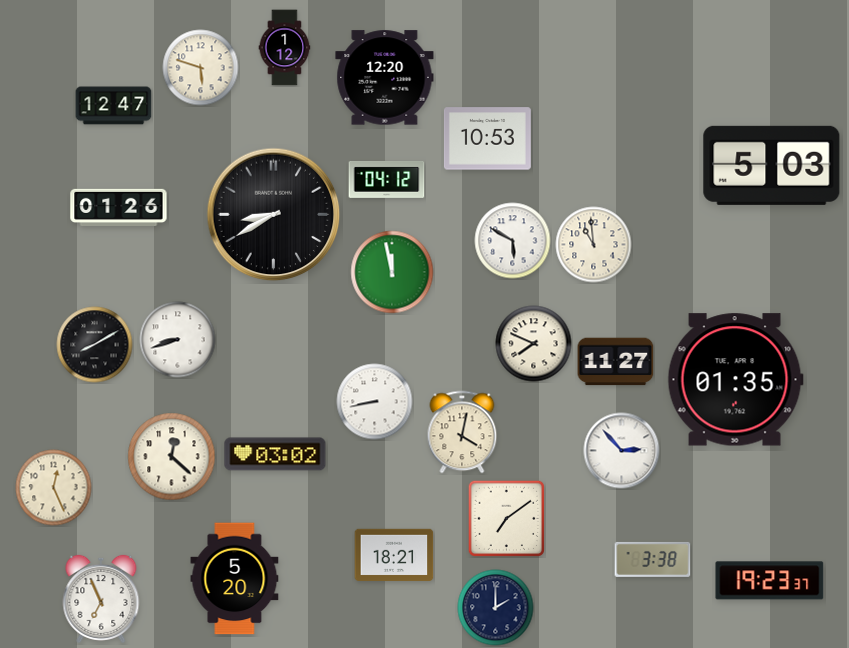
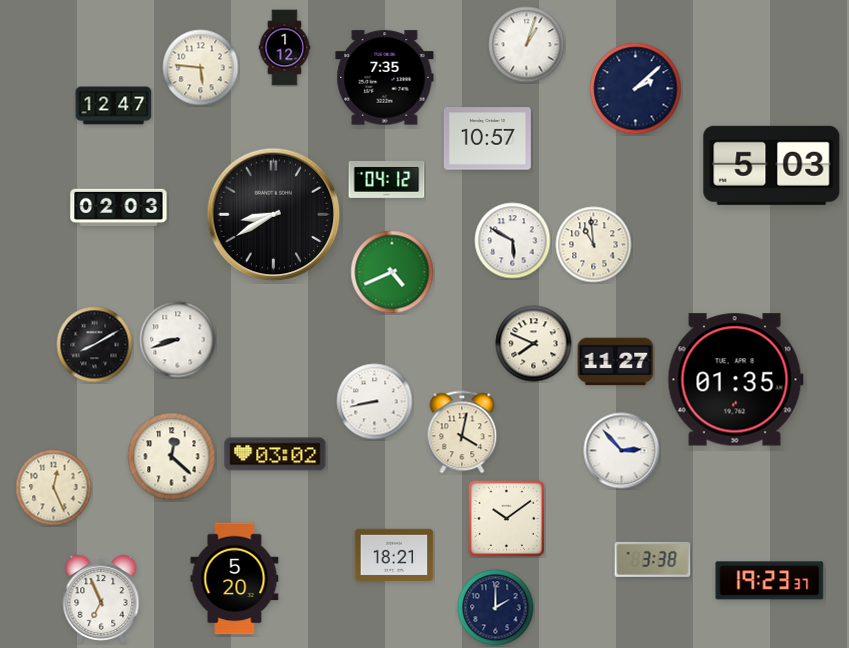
clock at (527, 45): none -> 1:03
clock at (201, 68): 5:48 -> 5:46
clock at (385, 78): 12:20 -> 7:35
clock at (636, 89): none -> 2:08
clock at (487, 139): 10:53 -> 10:57
clock at (119, 207): 01:26 -> 02:03
clock at (392, 272): 11:58 -> 4:41
clock at (506, 518): 7:09 -> 10:09
